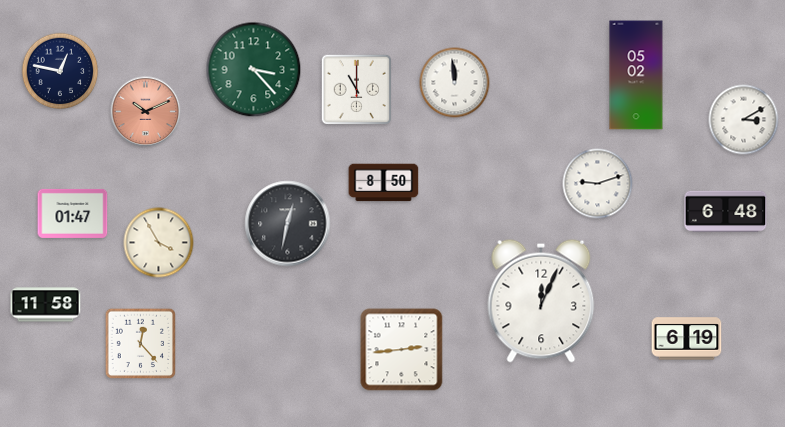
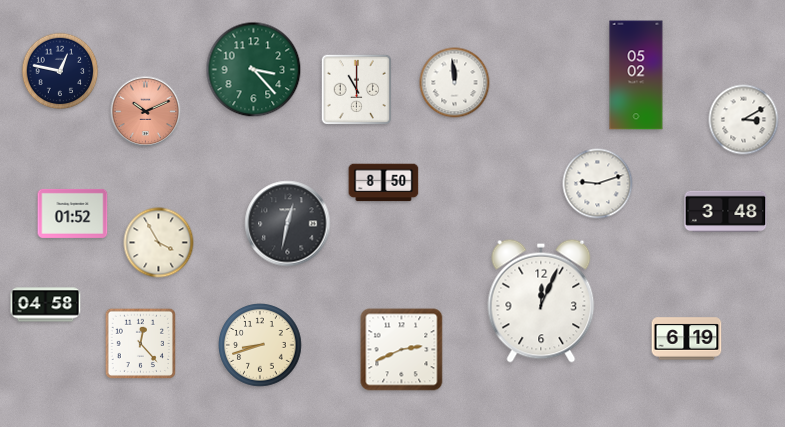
clock at (726, 212): 6:48 -> 3:48
clock at (73, 213): 01:47 -> 01:52
clock at (46, 305): 11:58 -> 04:58
clock at (260, 345): none -> 8:42
clock at (402, 350): 2:44 -> 2:41
